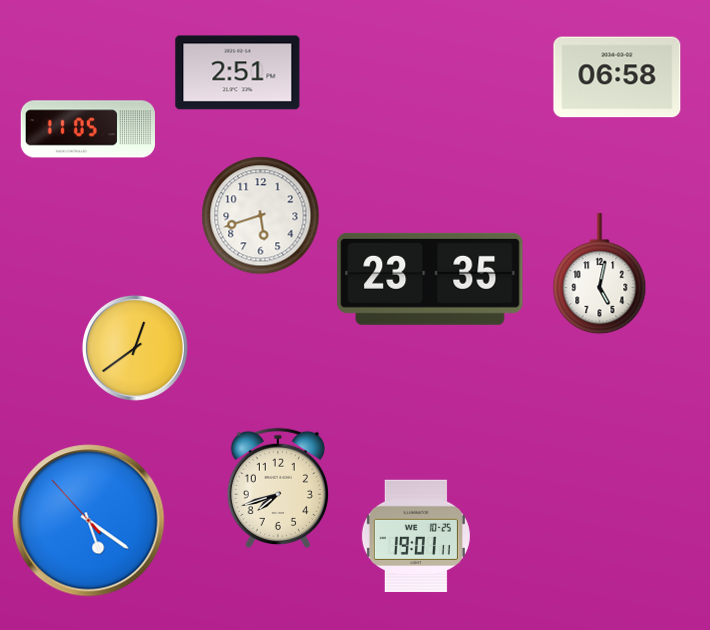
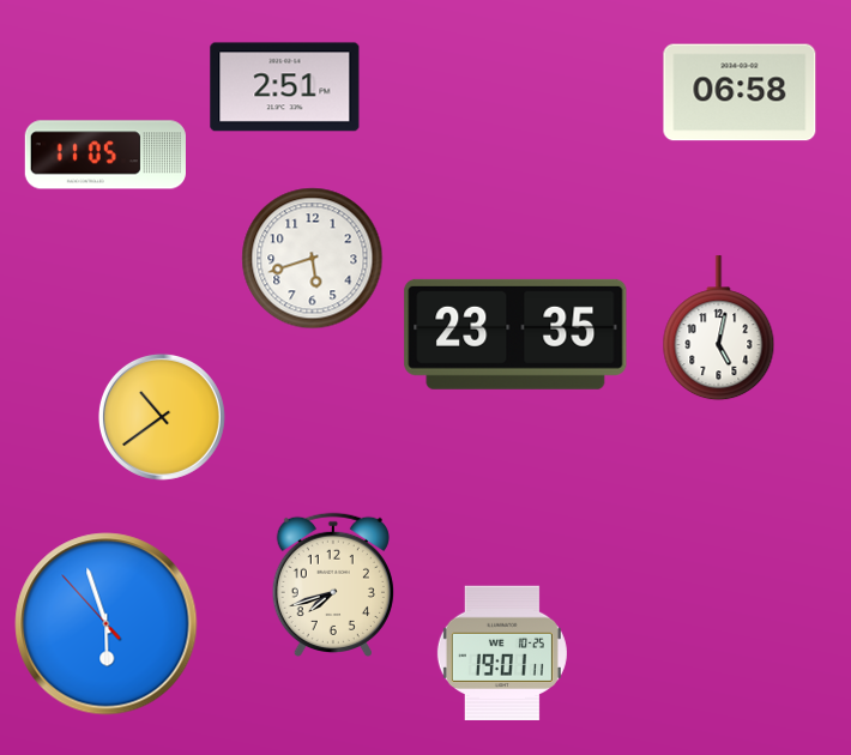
clock at (135, 348): 12:39 -> 10:39
clock at (89, 521): 5:20 -> 5:56
clock at (416, 535) position: (416, 535) -> (502, 652)
